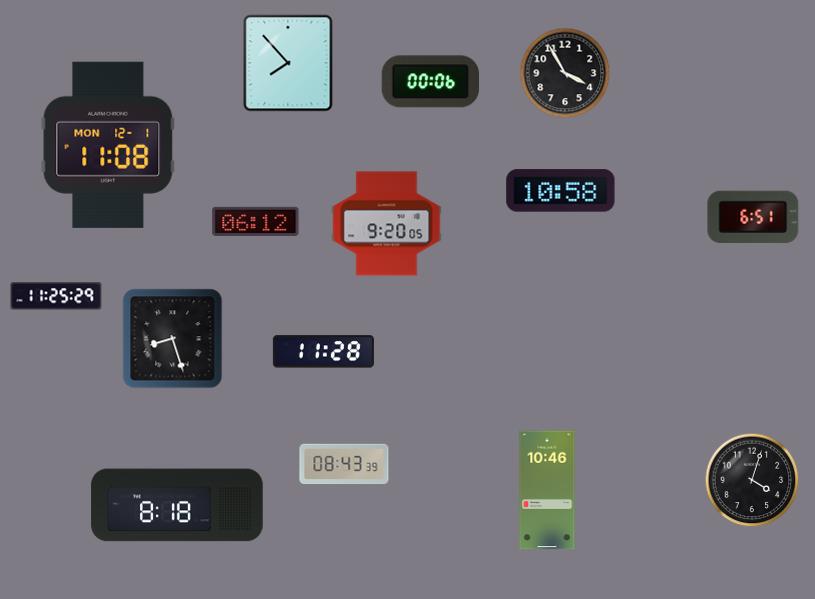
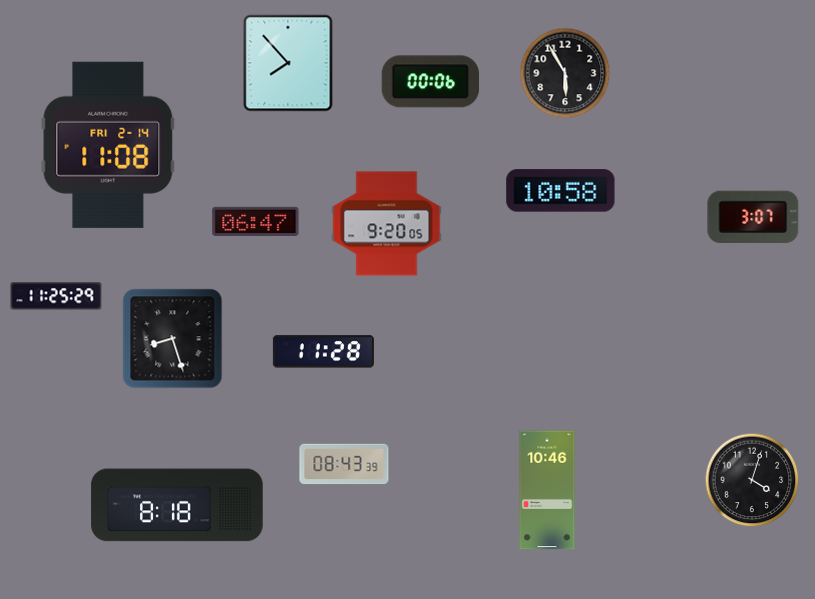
clock at (565, 73): 3:55 -> 5:55
clock at (108, 145) date: MON 12-1 -> FRI 2-14
clock at (753, 217): 6:51 -> 3:07
clock at (256, 221): 06:12 -> 06:47
